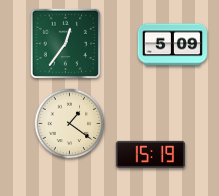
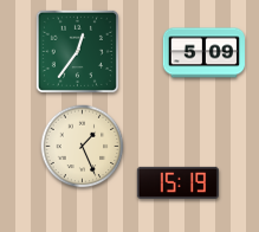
clock at (70, 124): 1:21 -> 1:26
